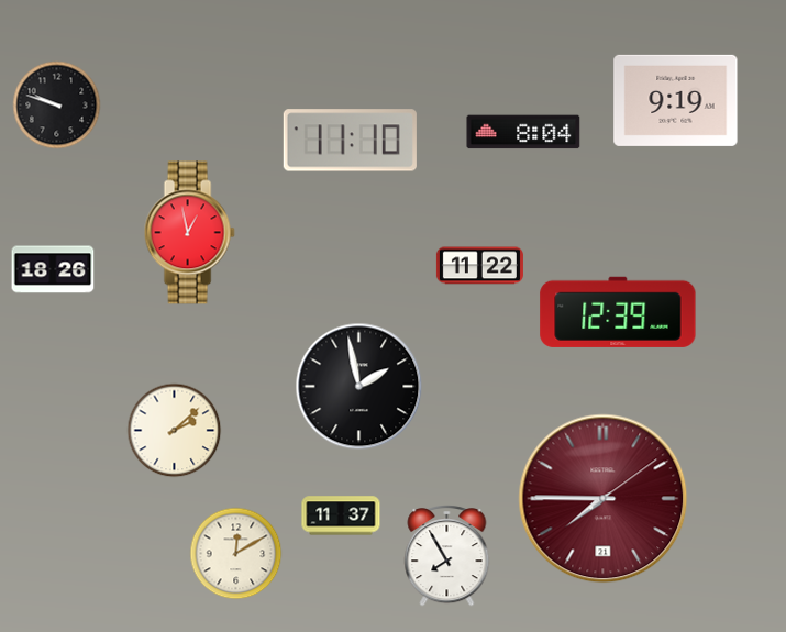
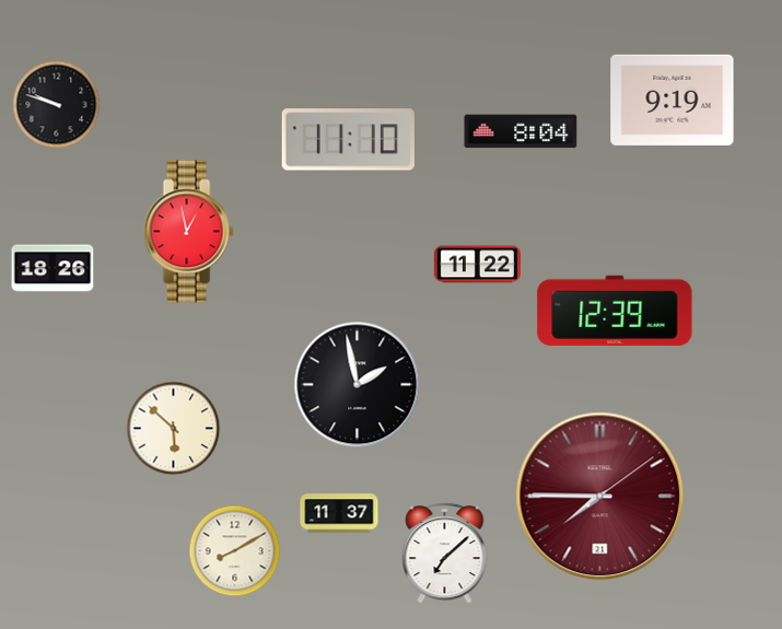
clock at (175, 431): 2:08 -> 5:52
clock at (236, 554): 12:10 -> 8:10
clock at (447, 556): 7:55 -> 7:08
